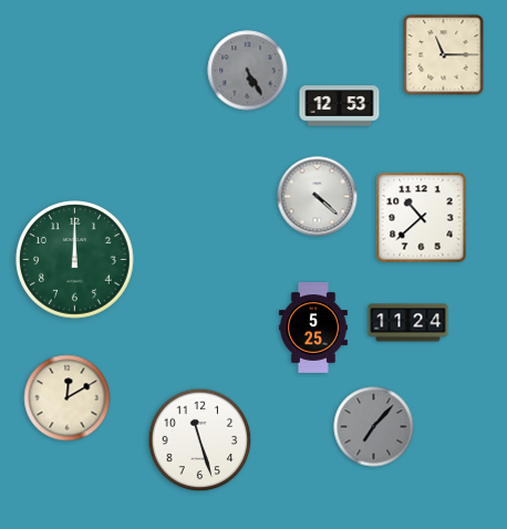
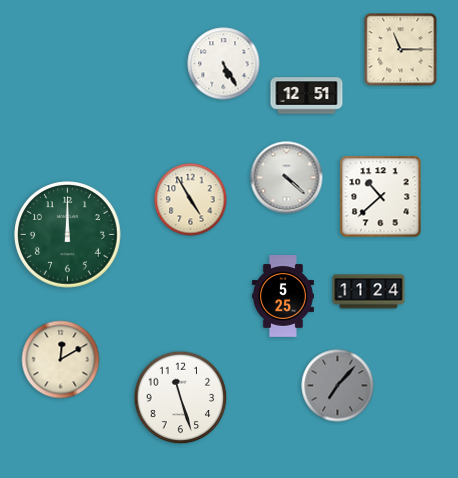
clock at (248, 71) dial: grey -> white
clock at (340, 106): 12:53 -> 12:51
clock at (191, 200): none -> 4:55
